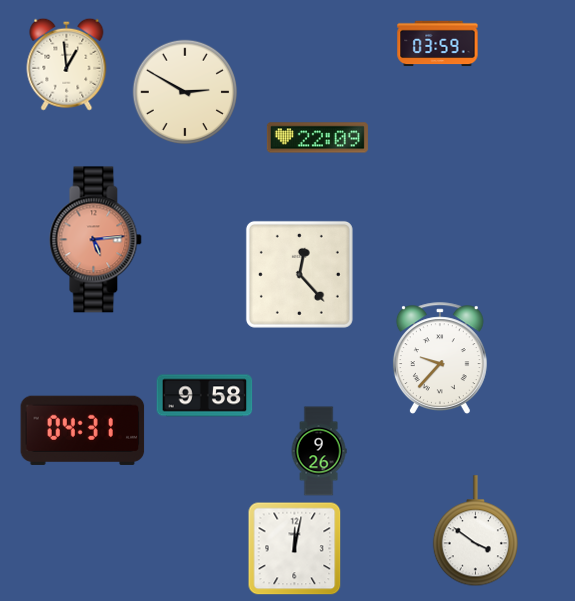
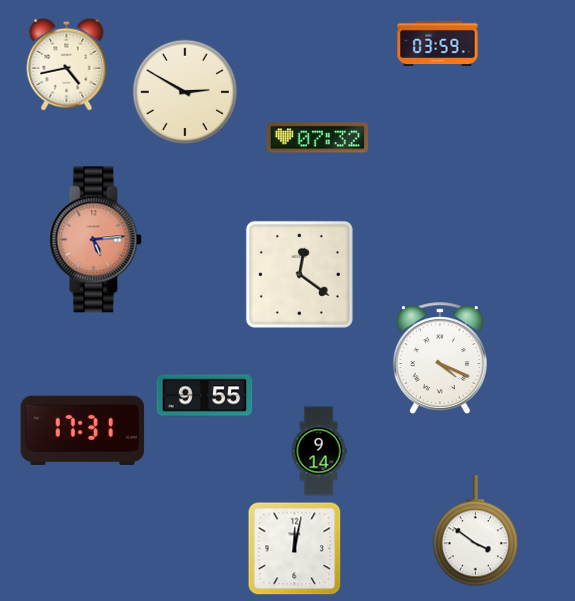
clock at (67, 64): 12:59 -> 4:43
clock at (317, 138): 22:09 -> 07:32
clock at (299, 274): 12:23 -> 12:21
clock at (440, 358): 9:37 -> 4:19
clock at (205, 396): 9:58 -> 9:55
clock at (83, 430): 04:31 -> 17:31
clock at (319, 451): 9:26 -> 9:14
